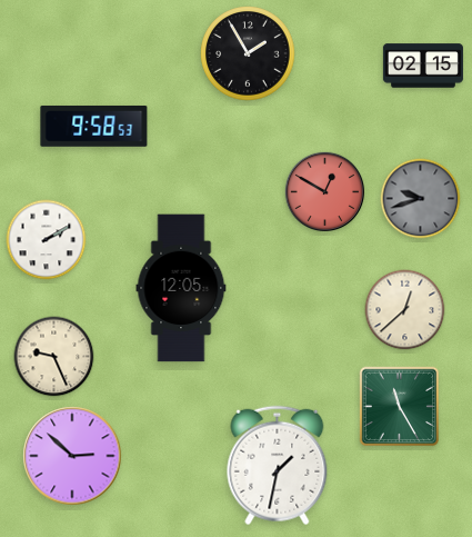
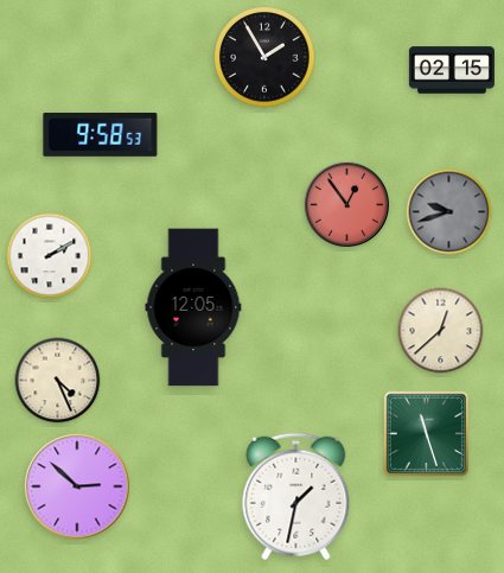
clock at (324, 191): 12:50 -> 12:54
clock at (405, 310) position: (405, 310) -> (441, 331)
clock at (54, 357): 9:26 -> 4:26
clock at (400, 407): 11:25 -> 11:27
